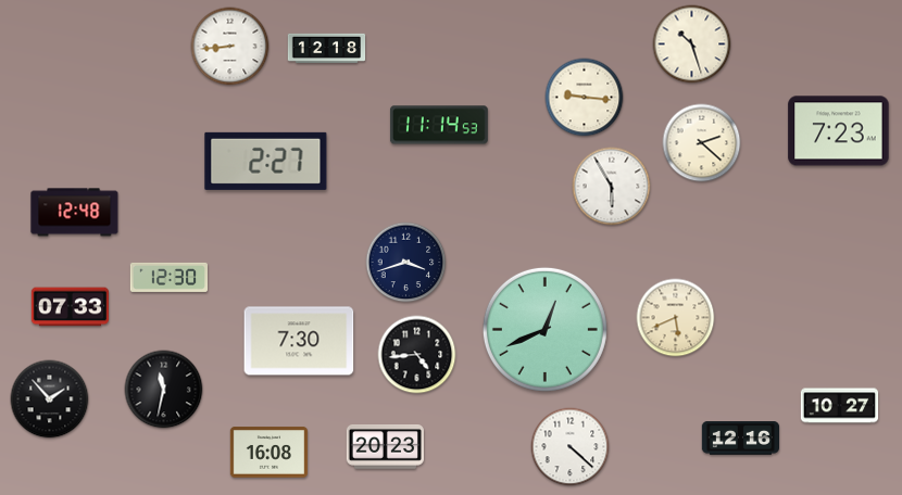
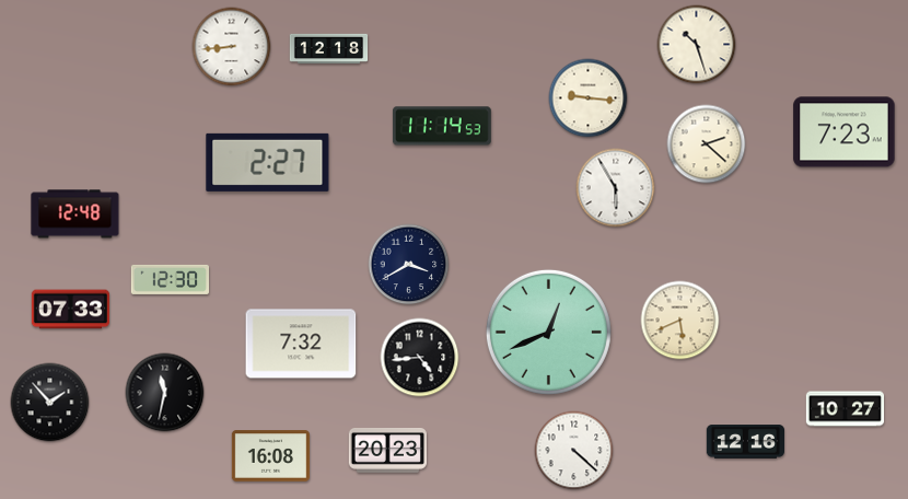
clock at (406, 263): 3:42 -> 3:40
clock at (299, 341): 7:30 -> 7:32
